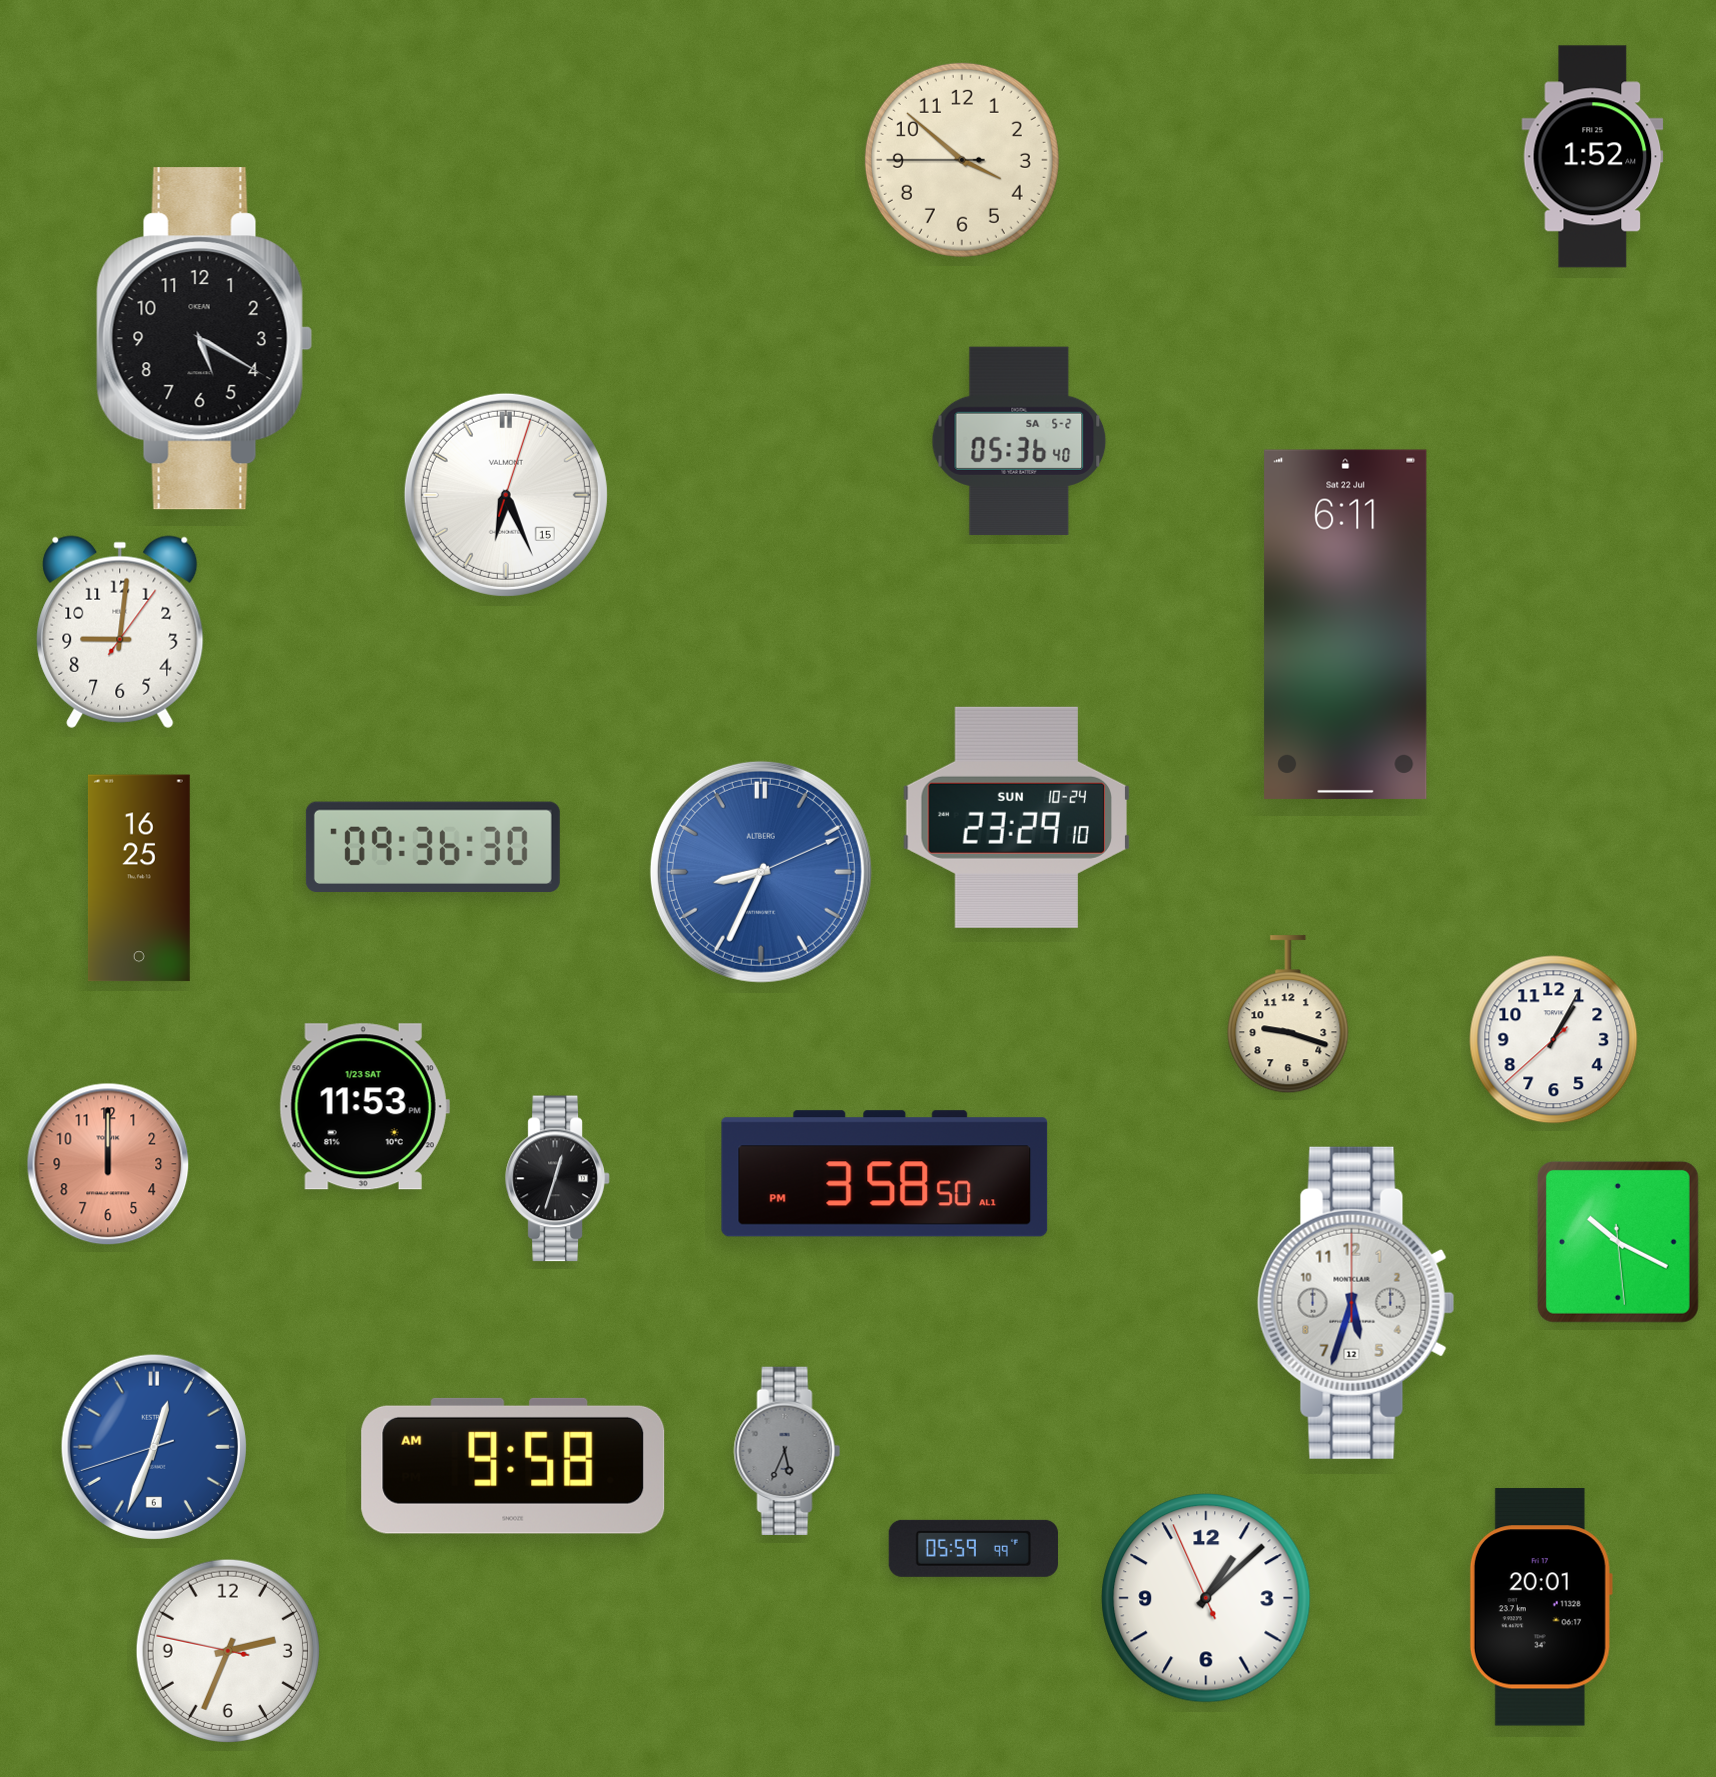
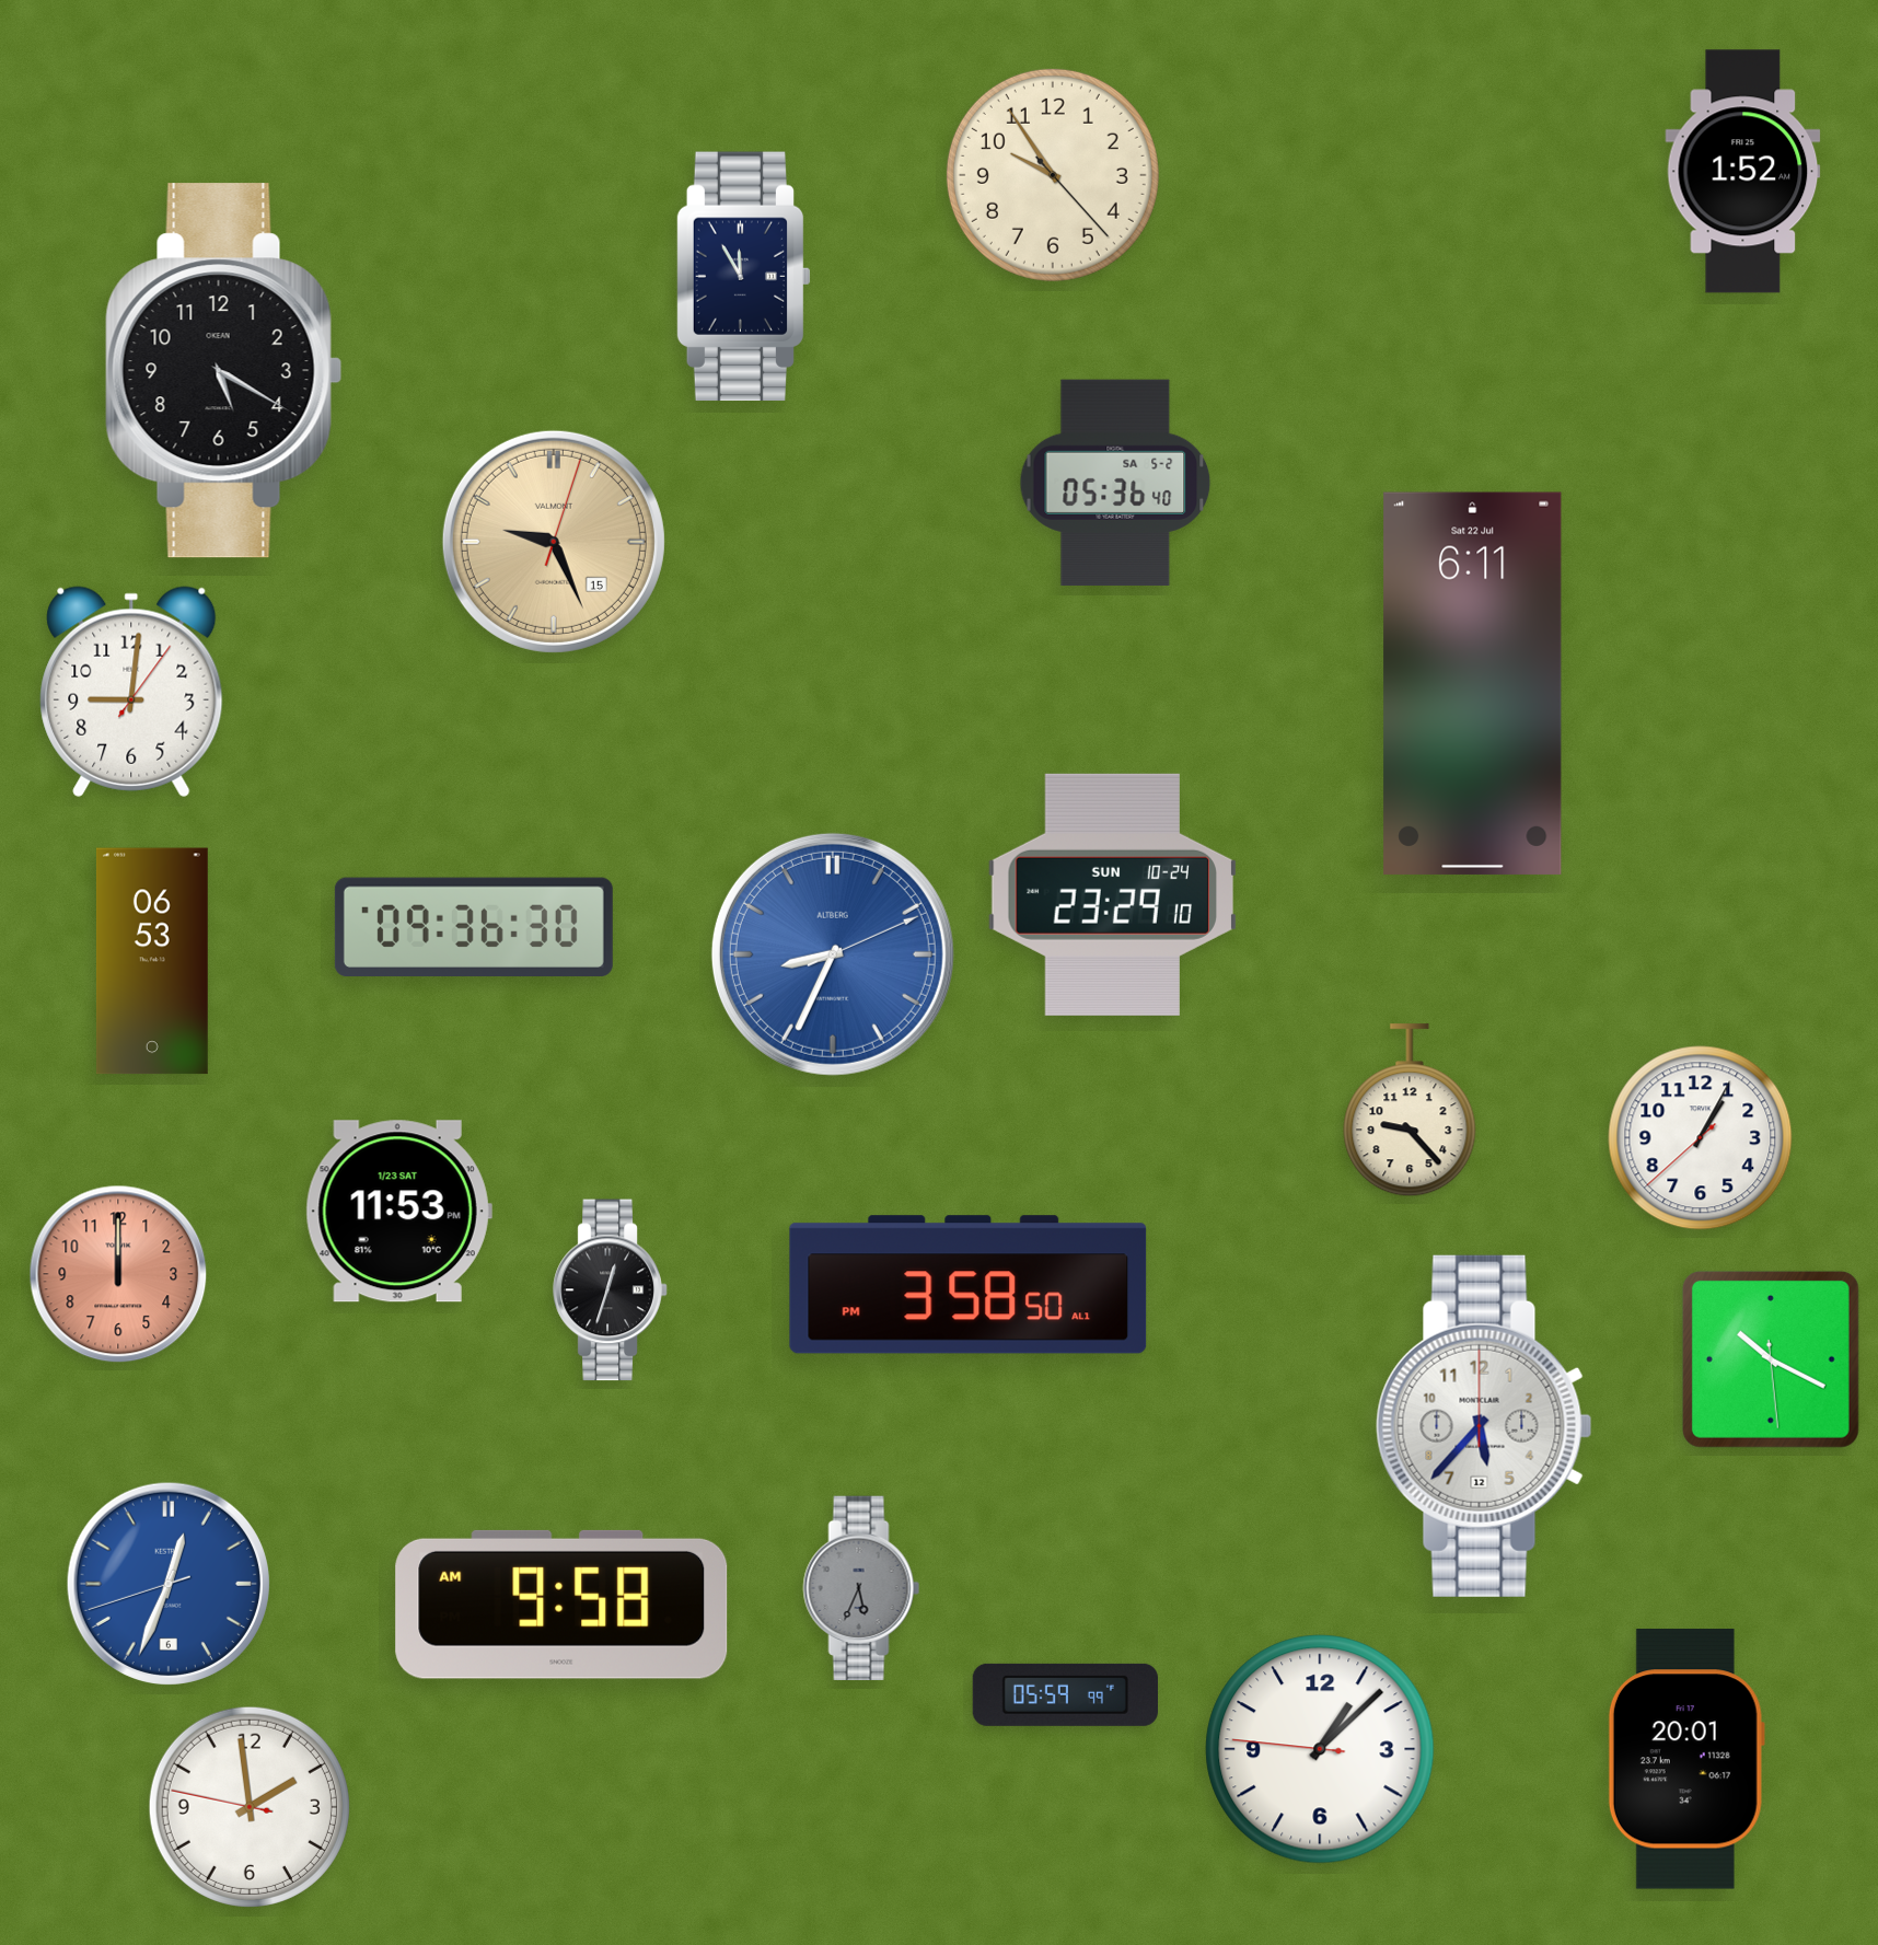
clock at (962, 160): 3:51 -> 9:54
clock at (743, 277): none -> 11:55
clock at (506, 495): 6:26 -> 9:26
clock at (506, 495) dial: white -> champagne
clock at (139, 878): 16:25 -> 06:53
clock at (1288, 1015): 9:18 -> 9:23
clock at (1356, 1303): 5:33 -> 5:37
clock at (1206, 1598): 1:07:56 -> 1:07:46
clock at (228, 1651): 2:33 -> 1:58
